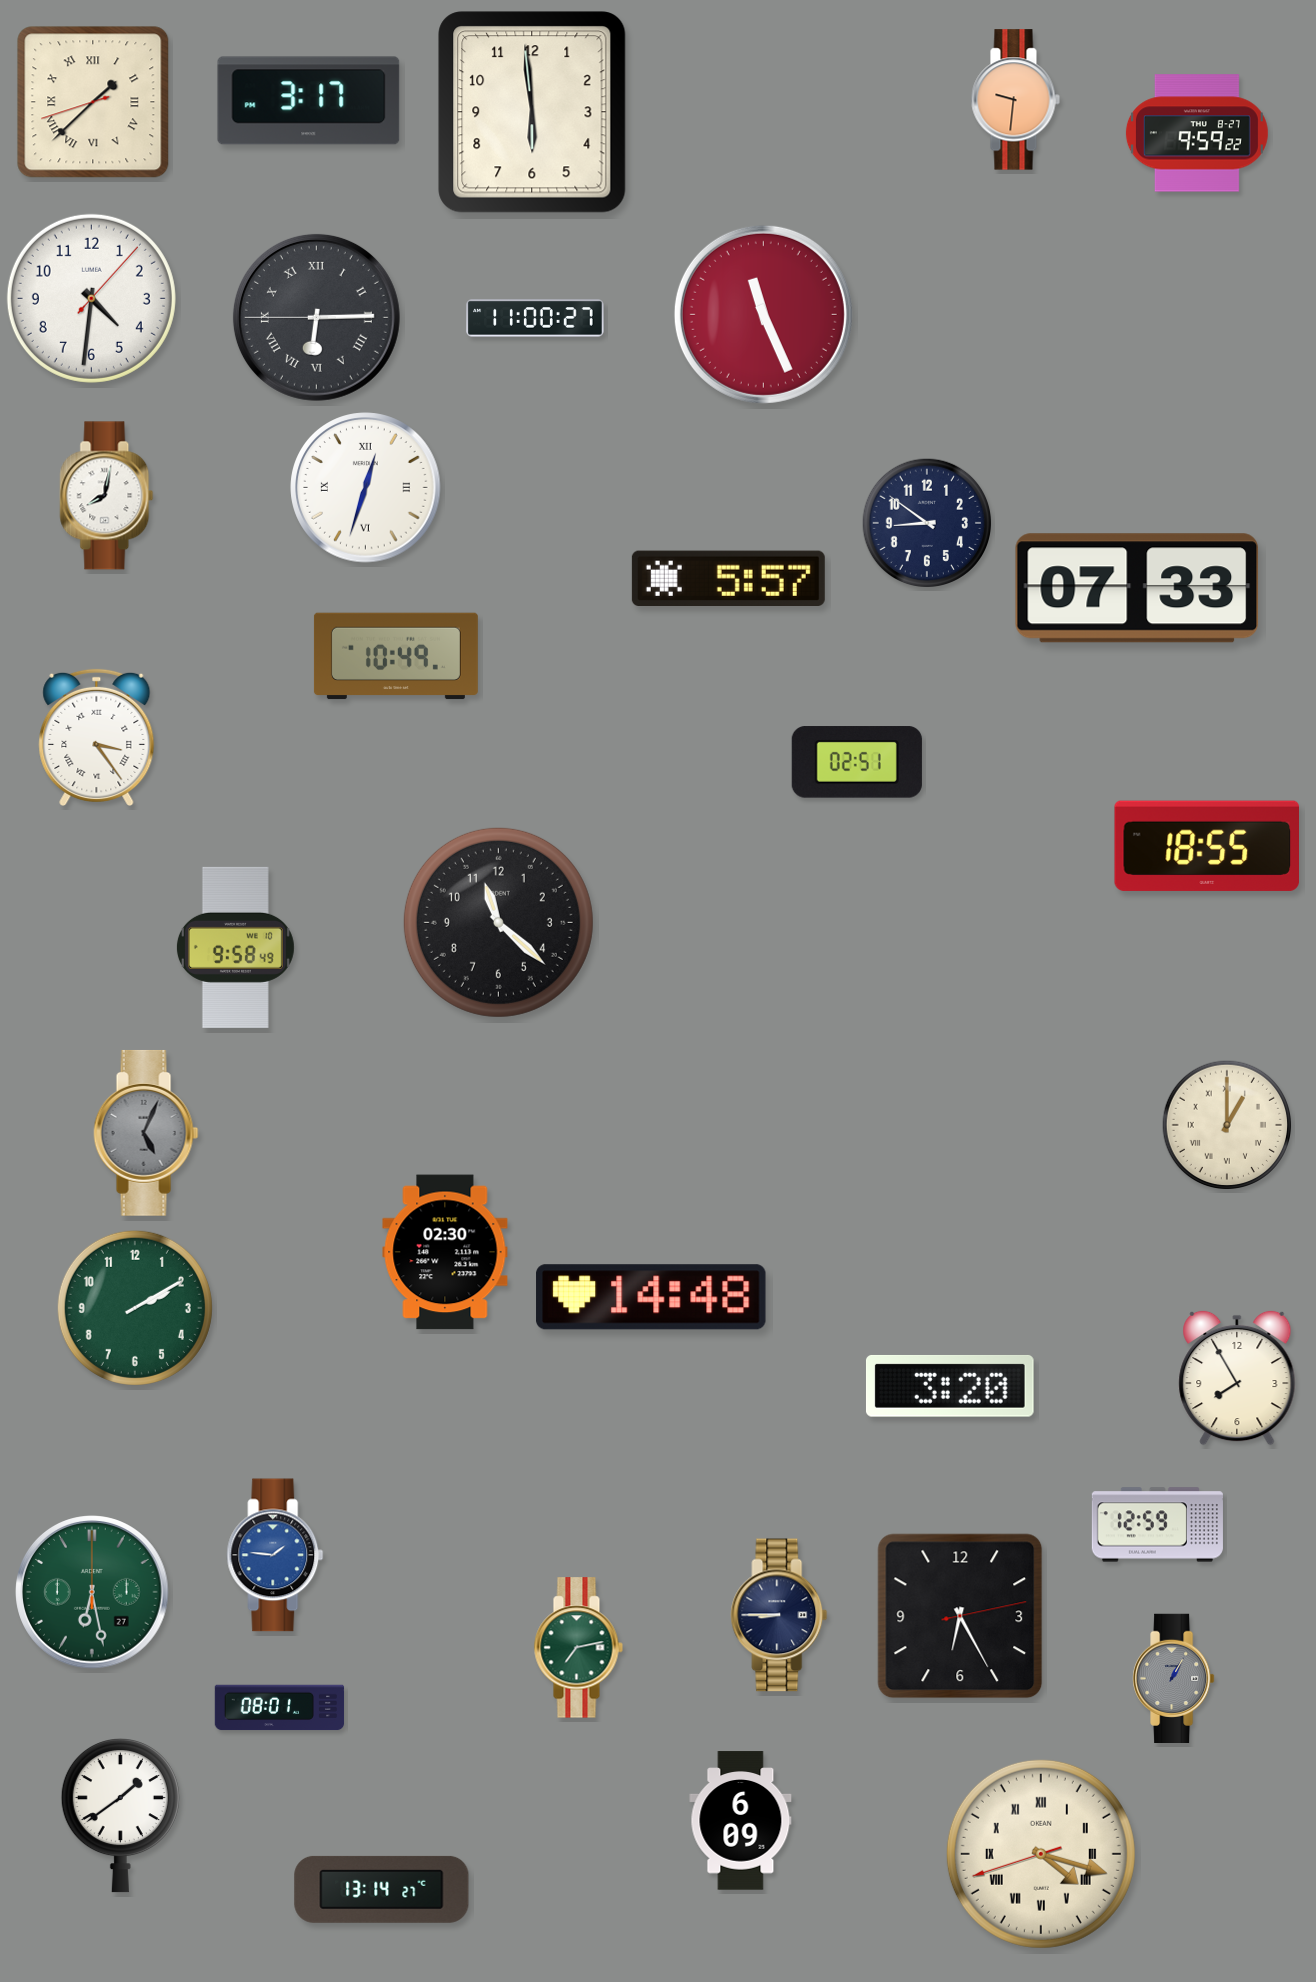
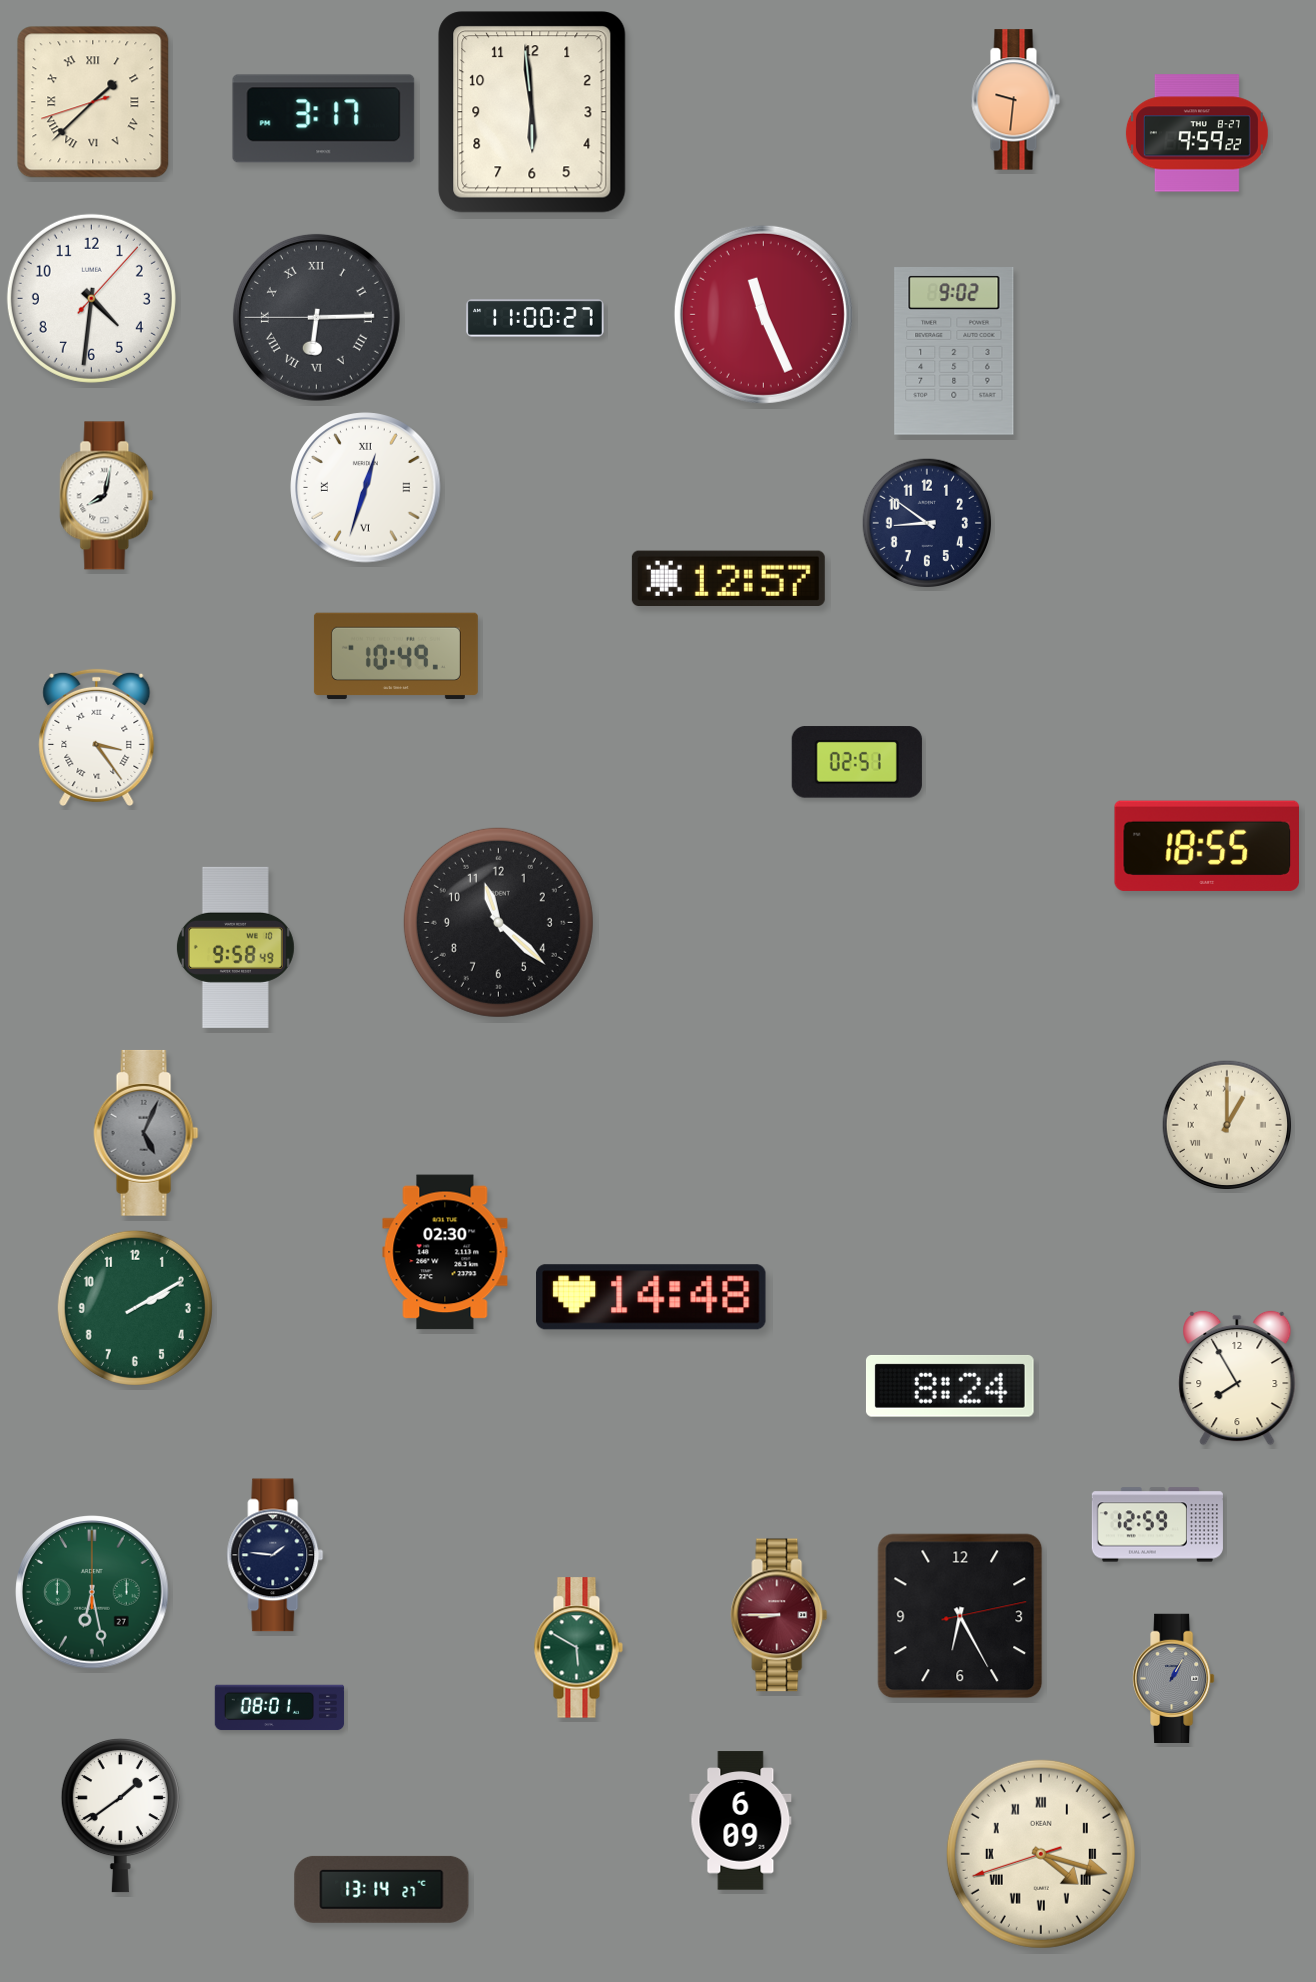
clock at (309, 101) position: (309, 101) -> (324, 119)
clock at (954, 352): none -> 9:02
clock at (728, 578): 5:57 -> 12:57
clock at (1137, 588): 07:33 -> none
clock at (950, 1386): 3:20 -> 8:24
clock at (275, 1555) dial: blue -> navy
clock at (779, 1615) dial: navy -> burgundy
clock at (578, 1648): 7:13 -> 5:50
